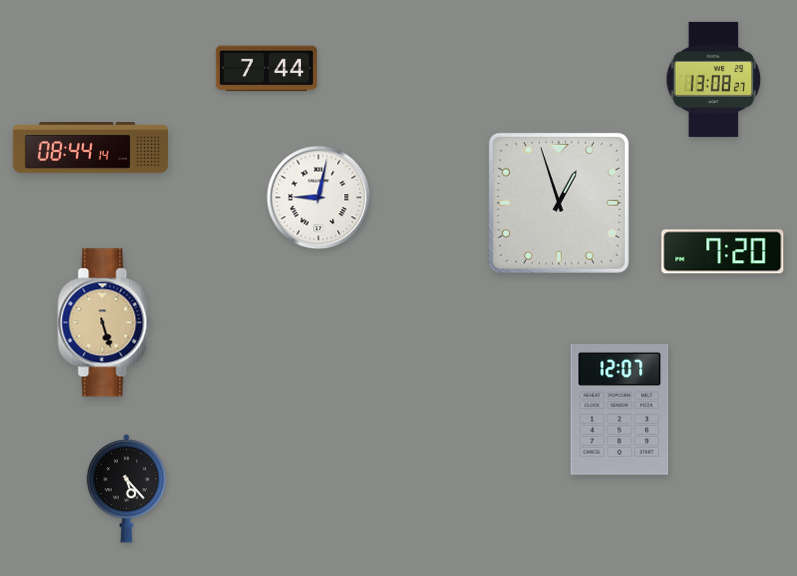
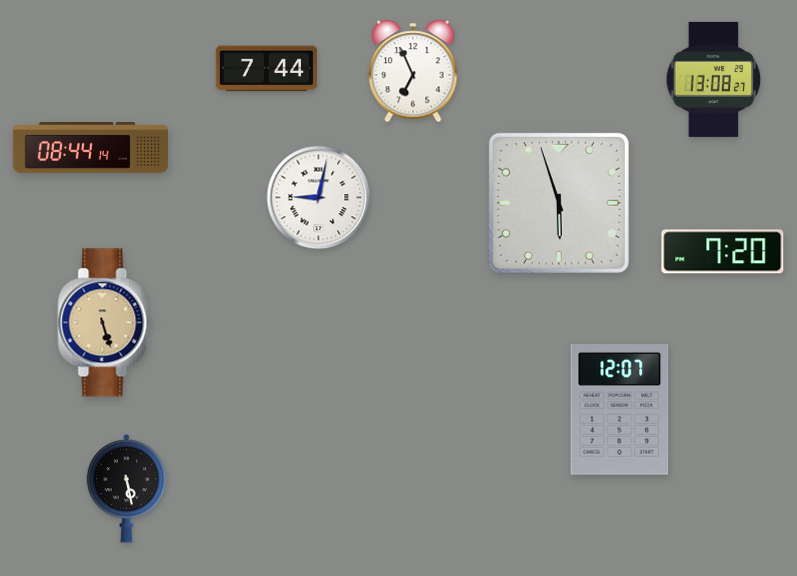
clock at (413, 71): none -> 6:56
clock at (559, 203): 12:57 -> 5:57
clock at (126, 489): 5:23 -> 5:28
